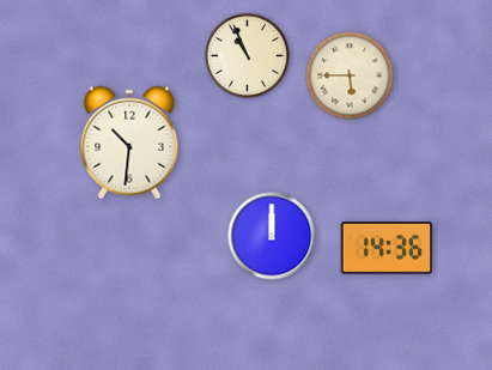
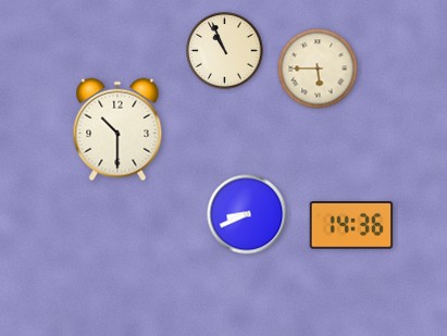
clock at (129, 142): 10:31 -> 10:30
clock at (272, 236): 12:00 -> 8:41
